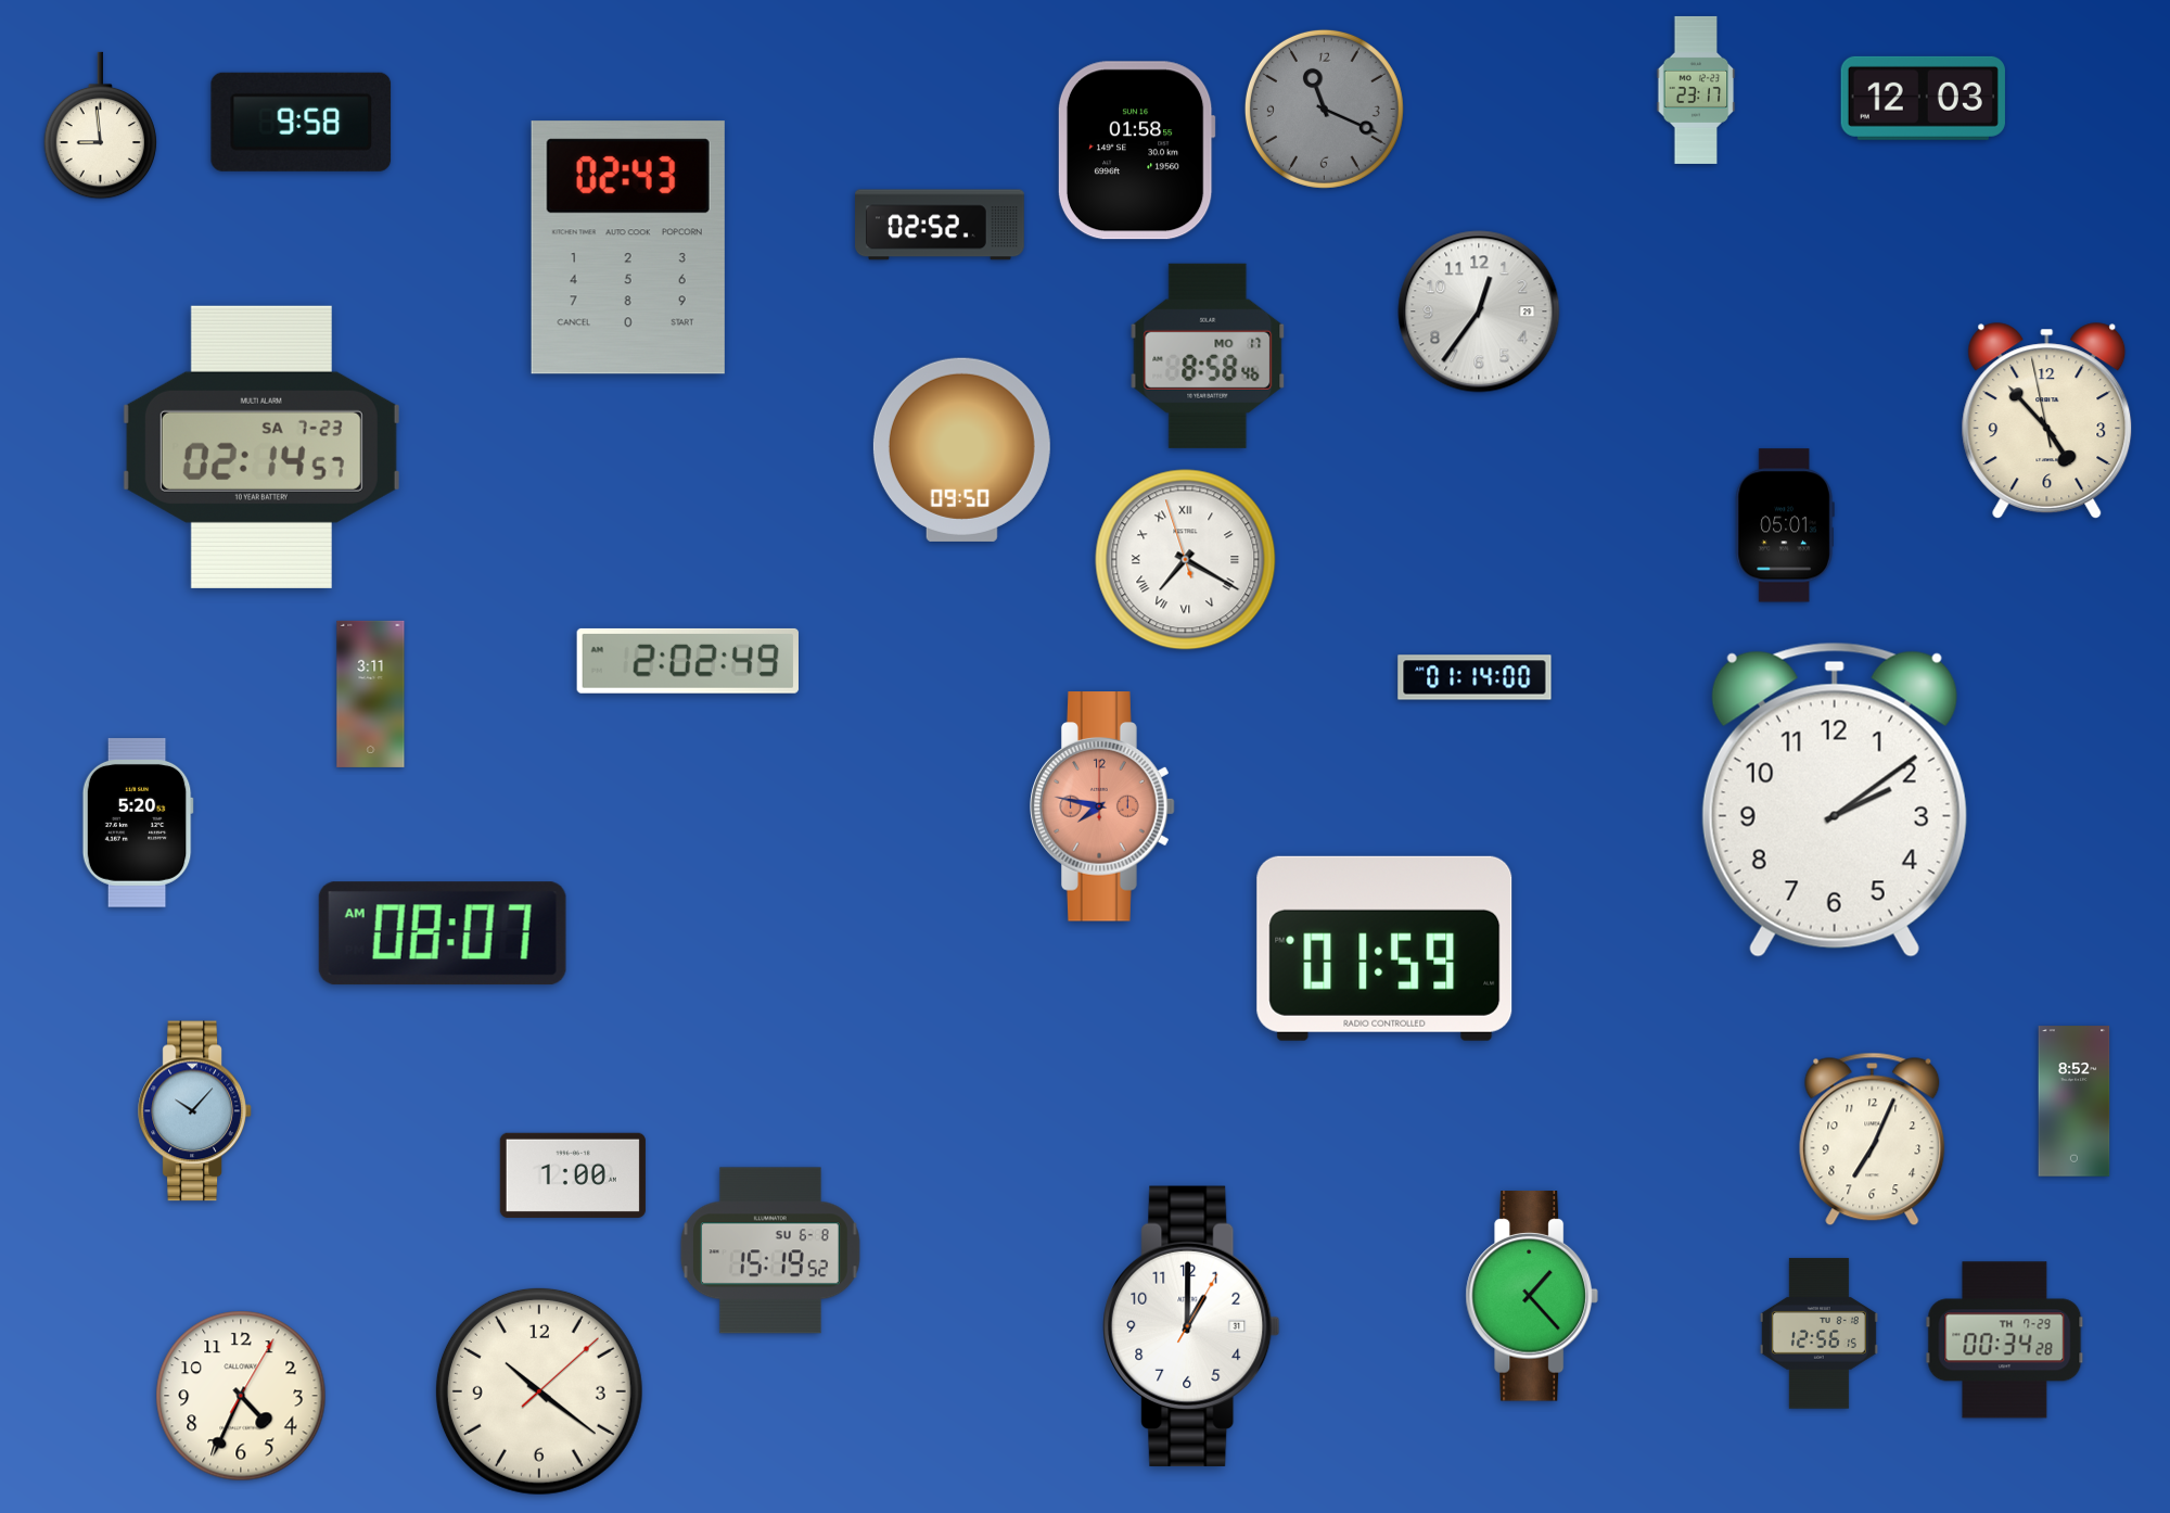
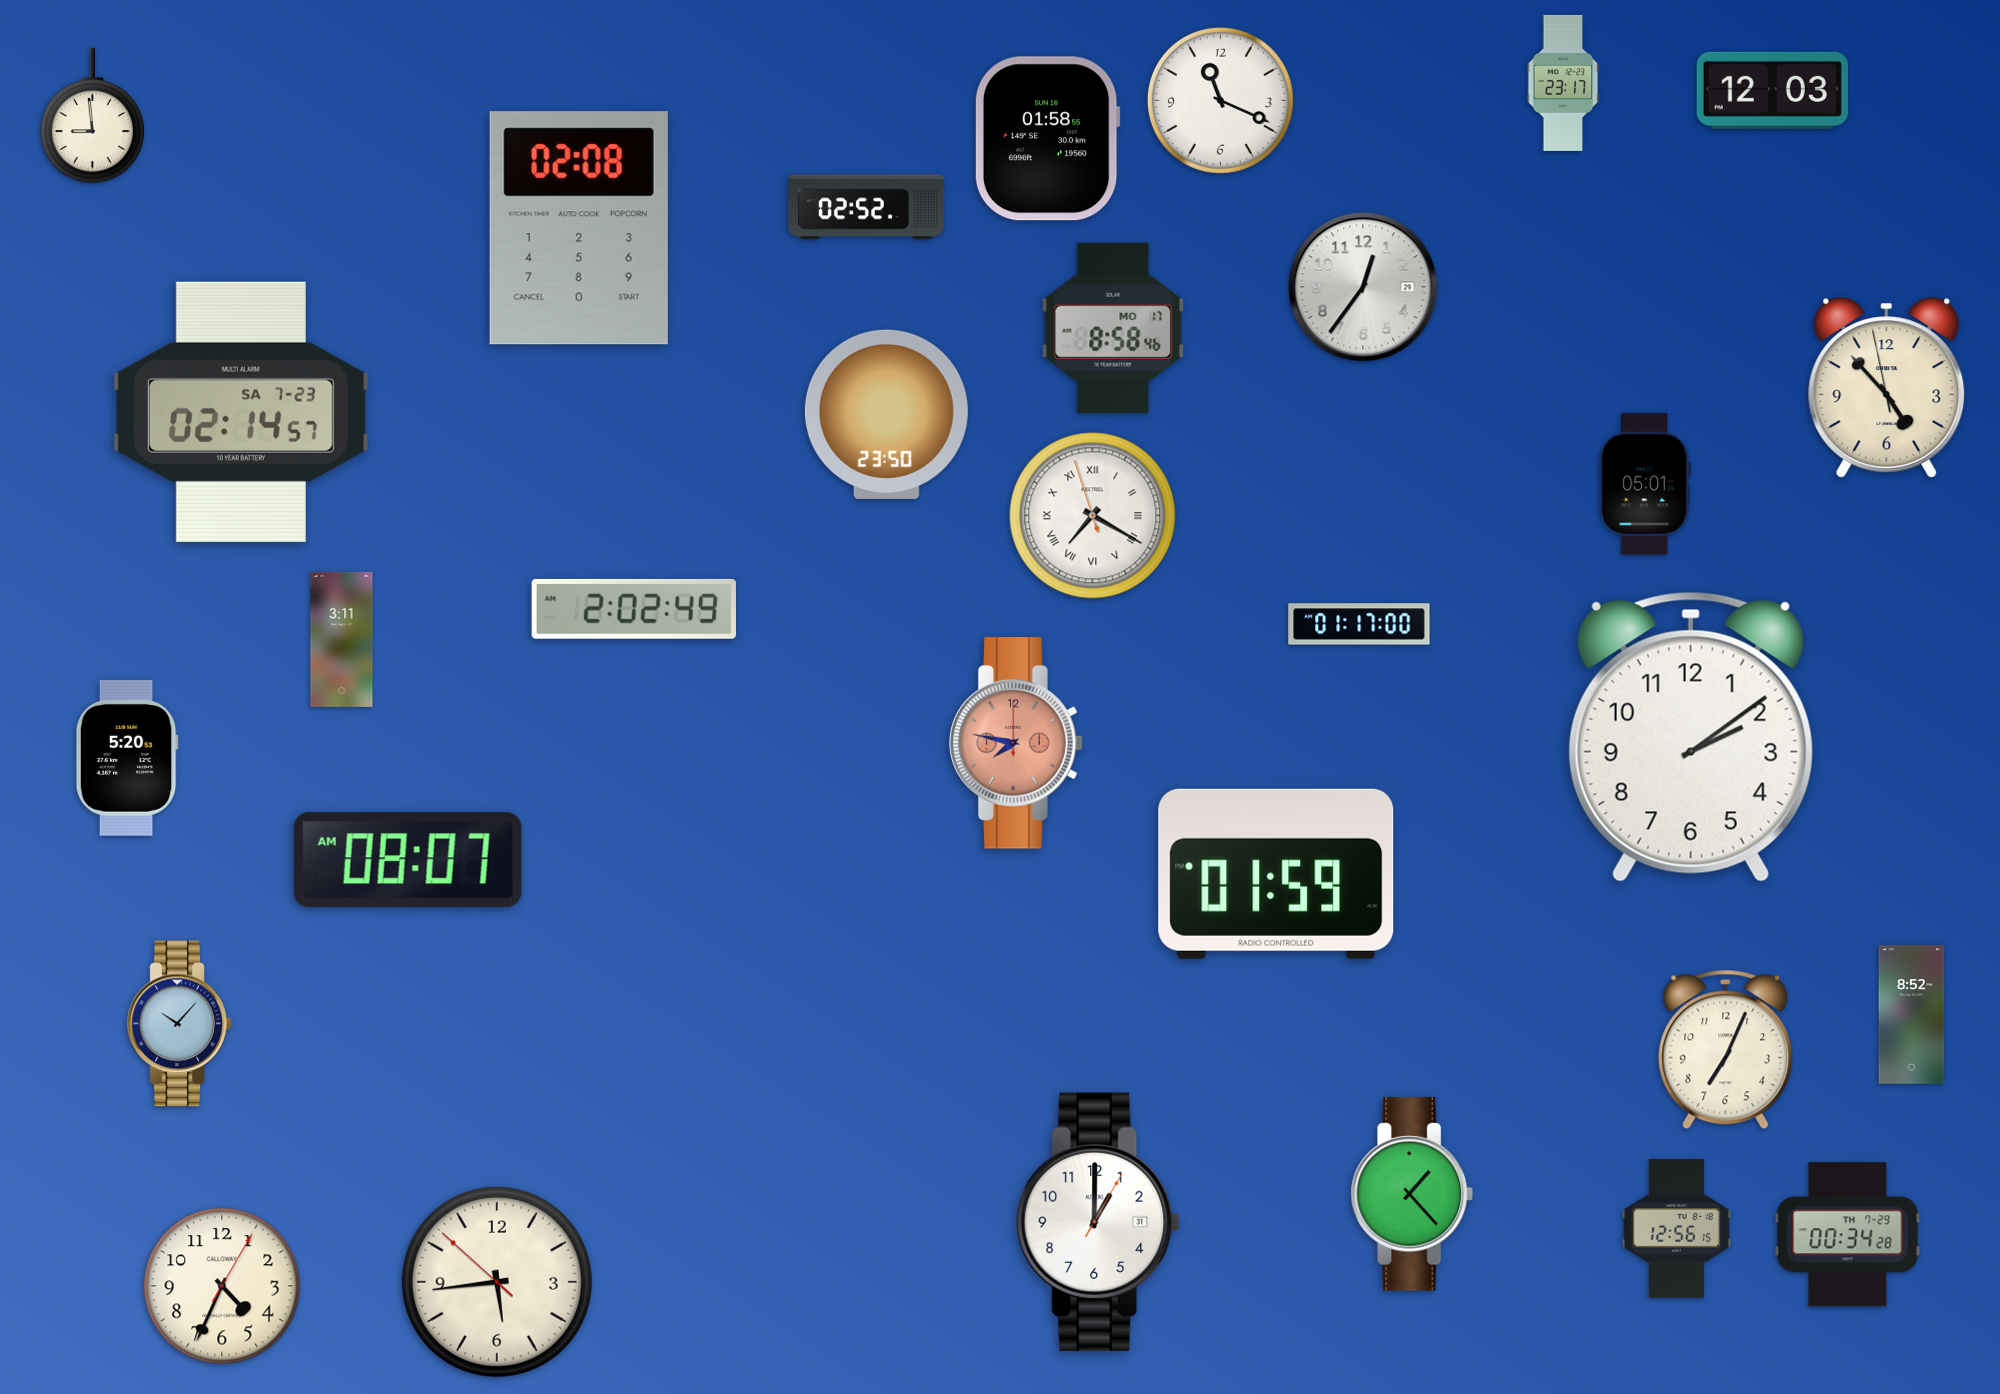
clock at (1324, 109) dial: grey -> white
clock at (302, 122): 9:58 -> none
clock at (628, 247): 02:43 -> 02:08
clock at (961, 449): 09:50 -> 23:50
clock at (1475, 677): 01:14 -> 01:17
clock at (573, 1175): 1:00 -> none
clock at (770, 1250): 15:19 -> none
clock at (539, 1391): 10:21 -> 5:43
